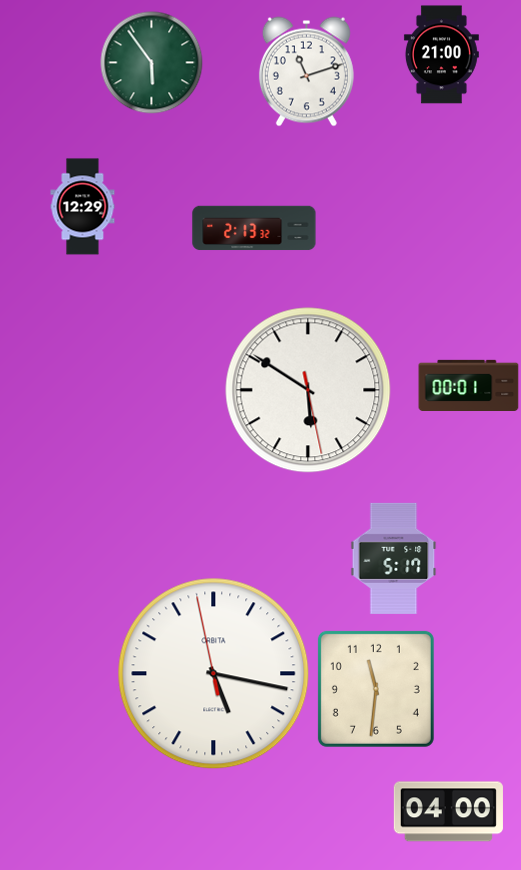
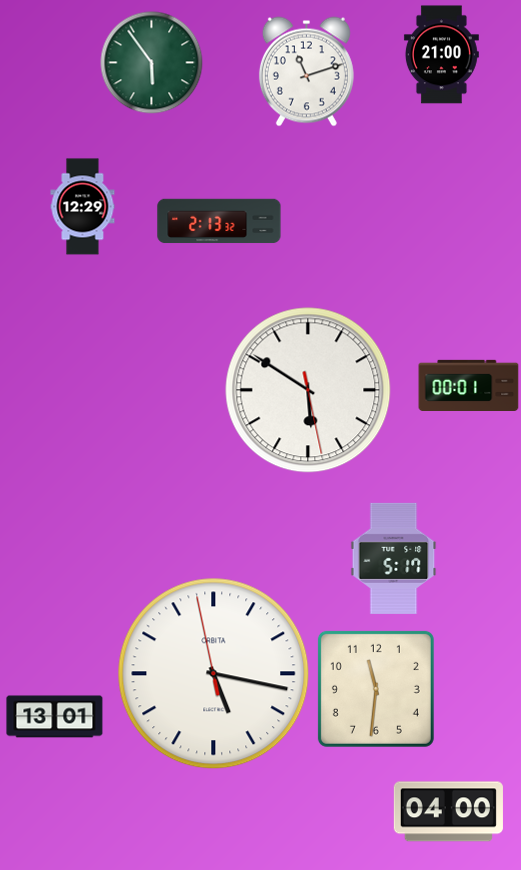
clock at (254, 228) position: (254, 228) -> (219, 221)
clock at (55, 717): none -> 13:01
